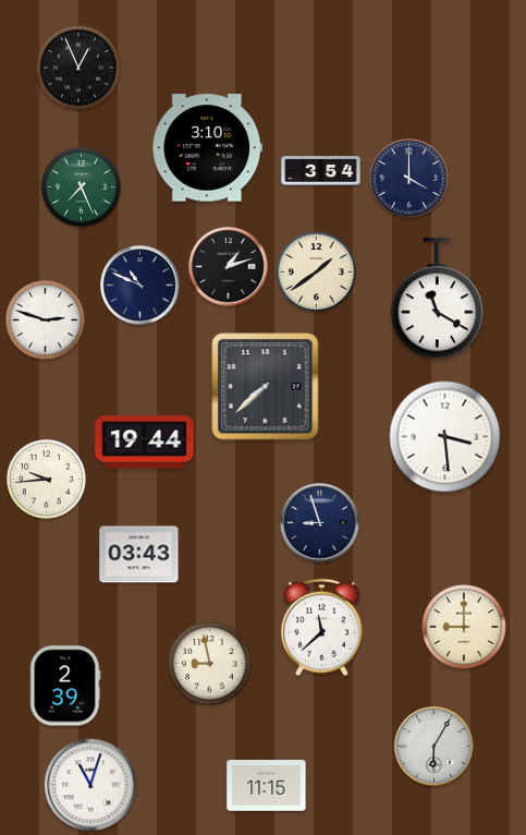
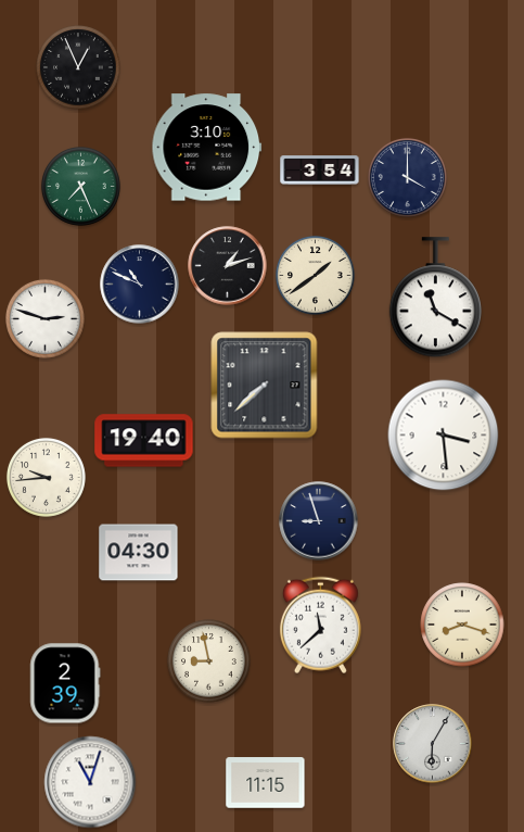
clock at (316, 271) position: (316, 271) -> (315, 275)
clock at (145, 443): 19:44 -> 19:40
clock at (139, 555): 03:43 -> 04:30
clock at (464, 627): 9:00 -> 8:18
